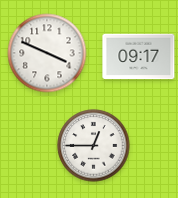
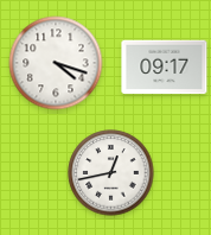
clock at (47, 53): 3:49 -> 4:18
clock at (94, 146): 12:45 -> 12:43
